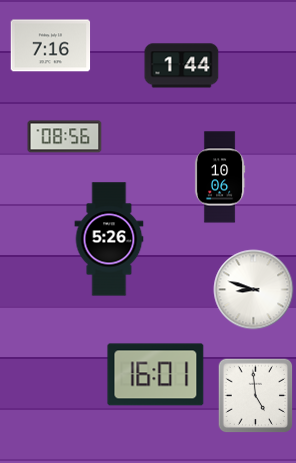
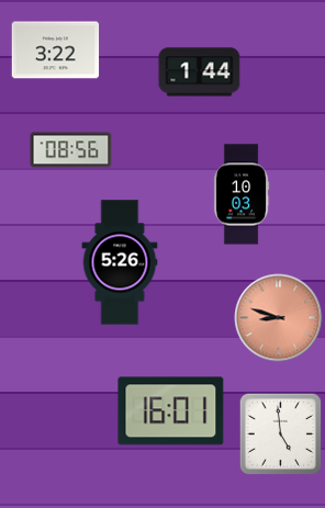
clock at (51, 46): 7:16 -> 3:22
clock at (220, 177): 10:06 -> 10:03
clock at (254, 290) dial: white -> salmon
